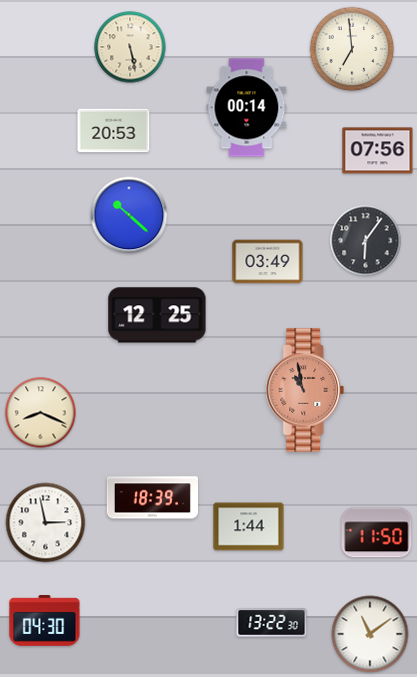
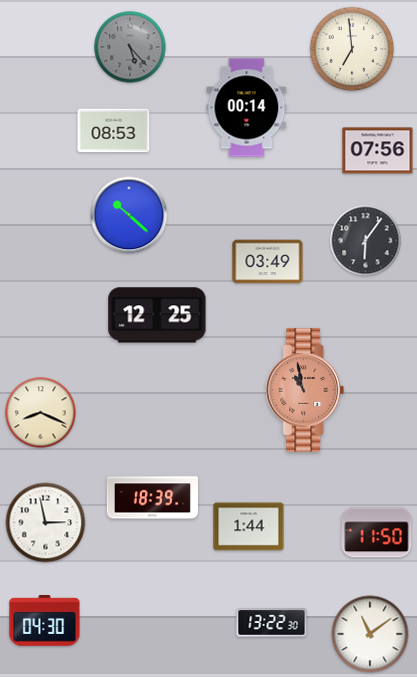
clock at (130, 47): 5:28 -> 5:23
clock at (130, 47) dial: cream -> grey
clock at (114, 131): 20:53 -> 08:53
